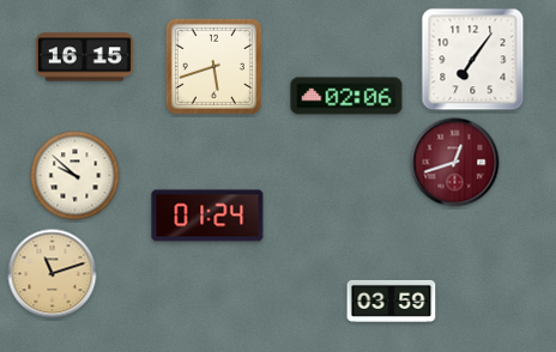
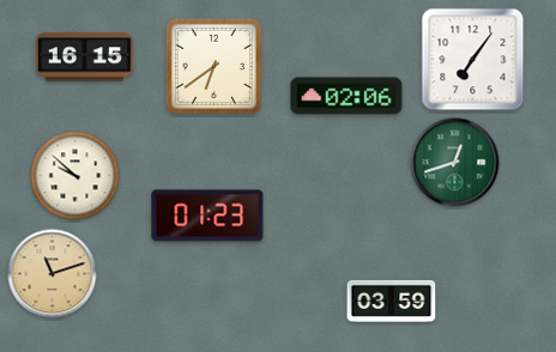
clock at (213, 66): 5:42 -> 6:39
clock at (455, 163) dial: burgundy -> green
clock at (207, 216): 01:24 -> 01:23
